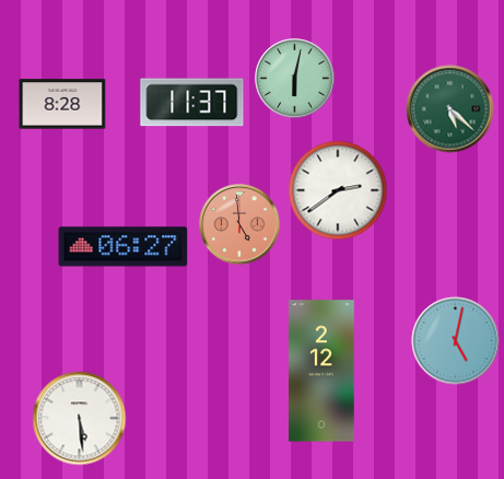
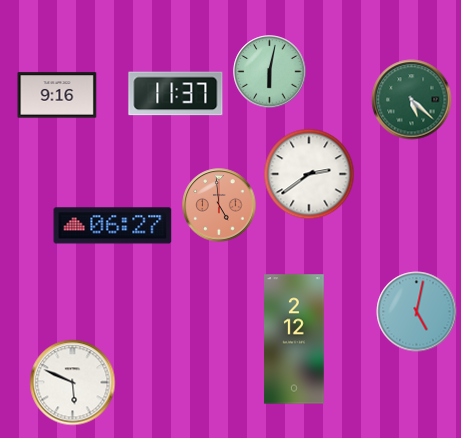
clock at (62, 104): 8:28 -> 9:16
clock at (80, 419): 5:29 -> 5:49
